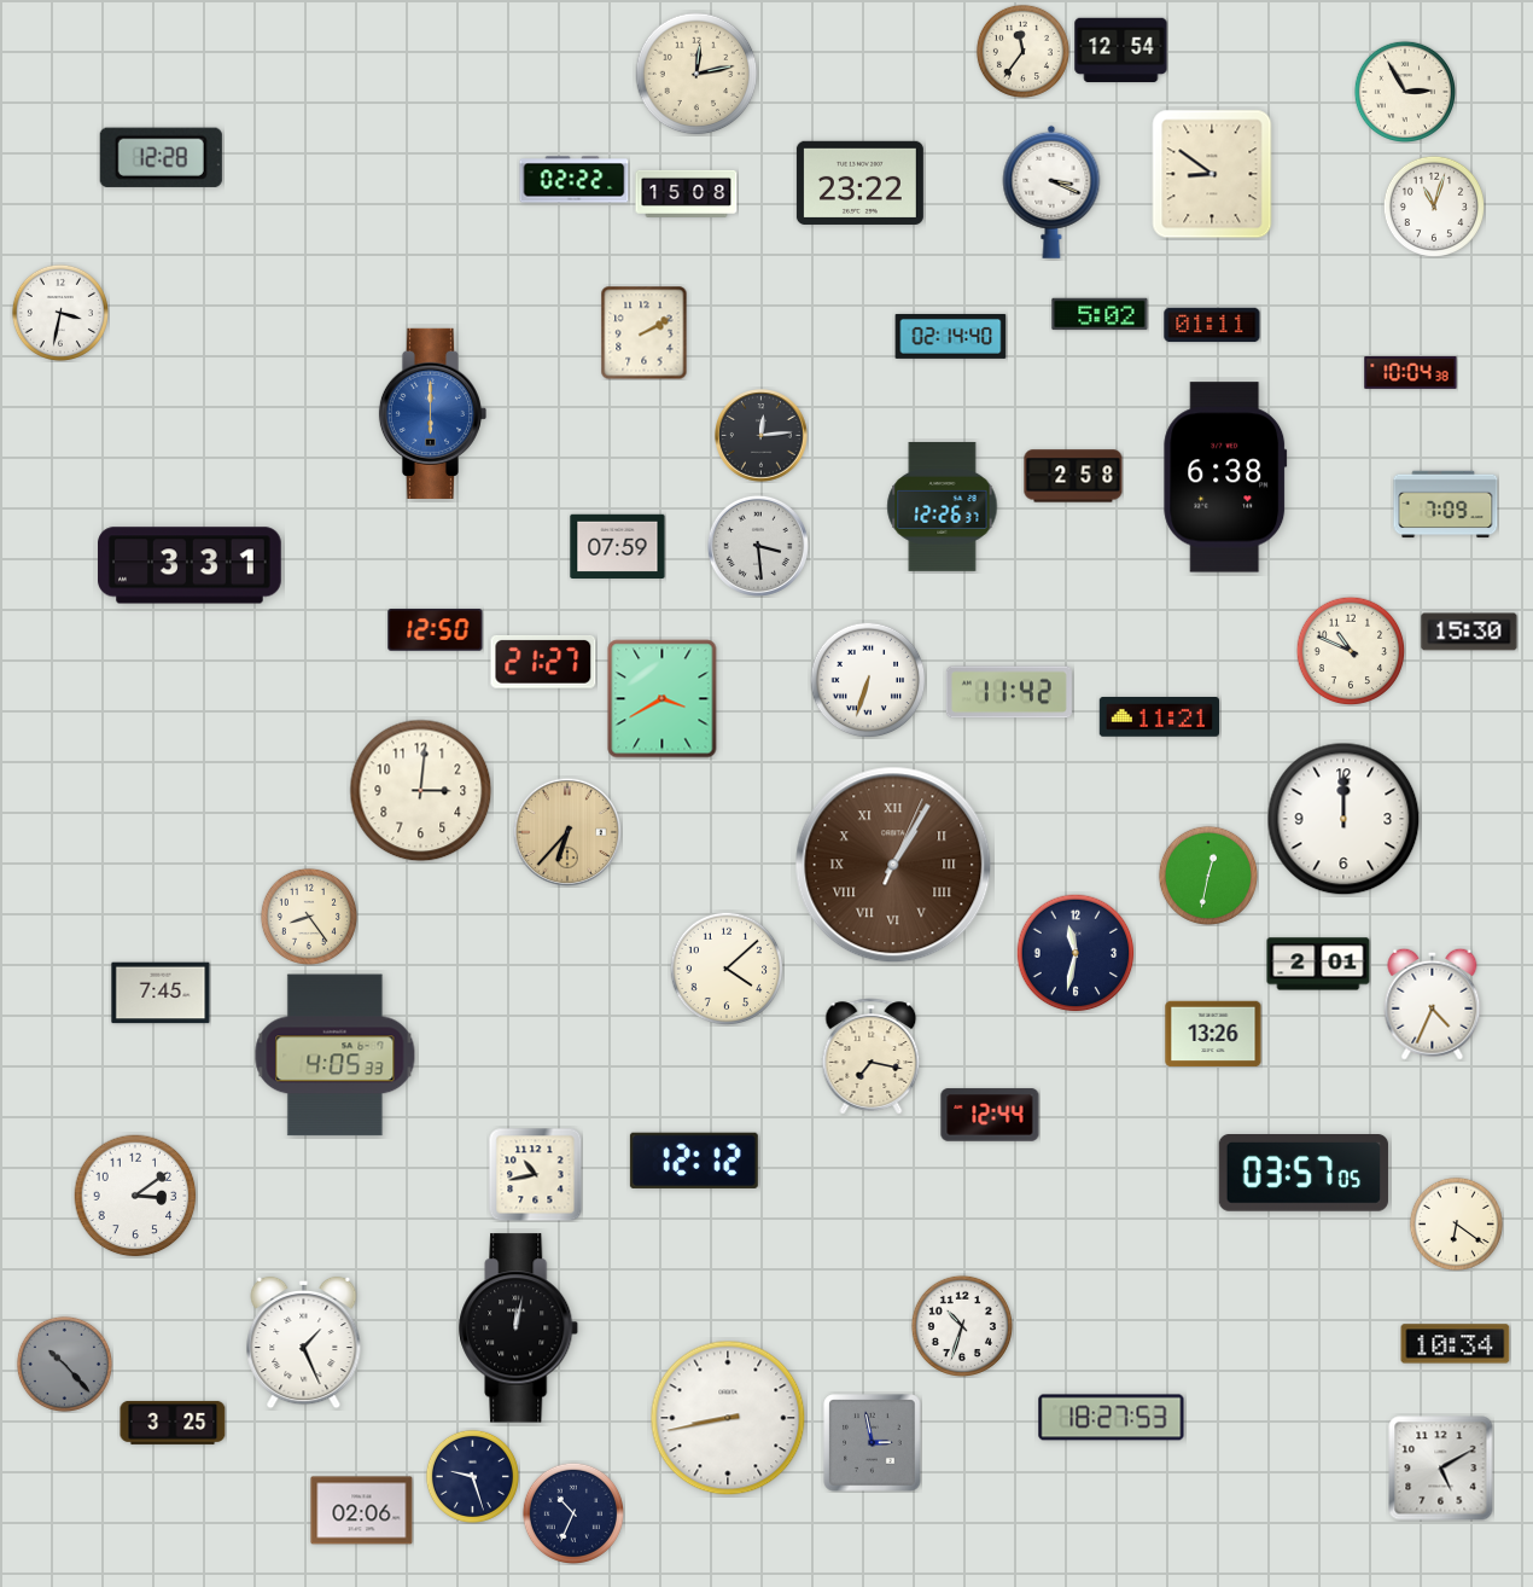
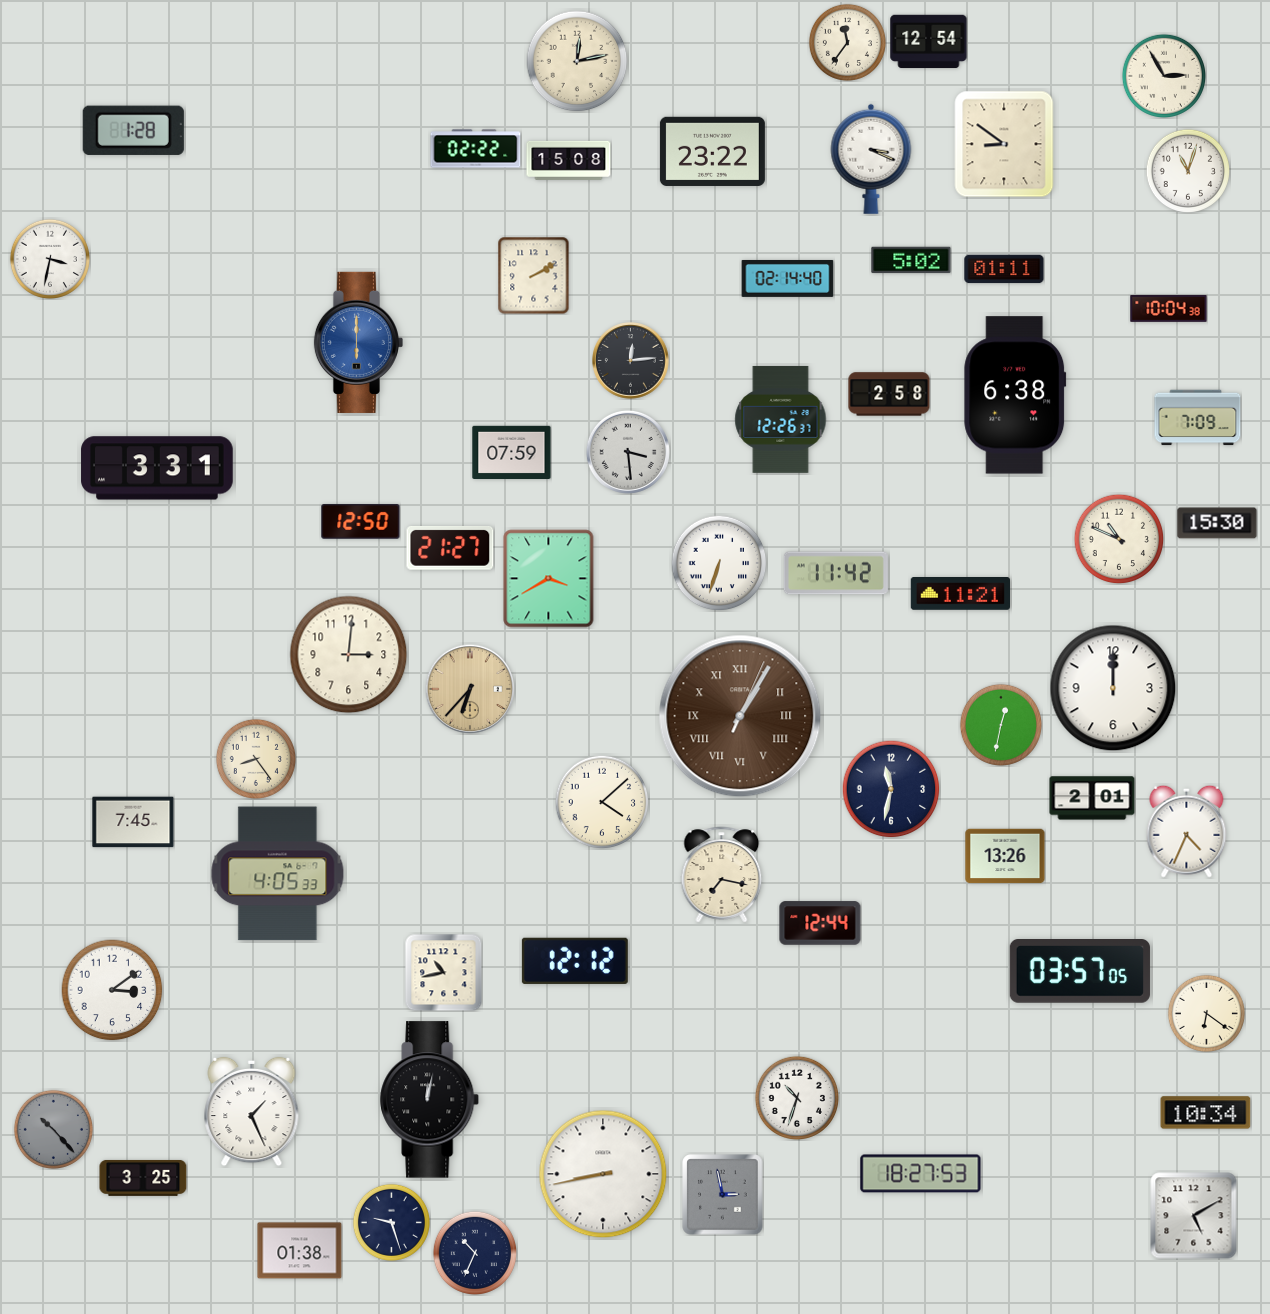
clock at (161, 157): 12:28 -> 1:28
clock at (1343, 819) position: (1343, 819) -> (1113, 688)
clock at (362, 1511): 02:06 -> 01:38
